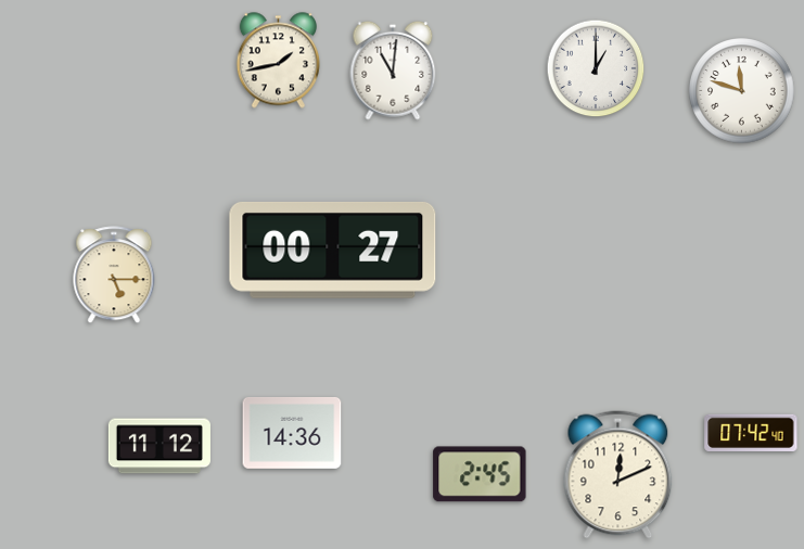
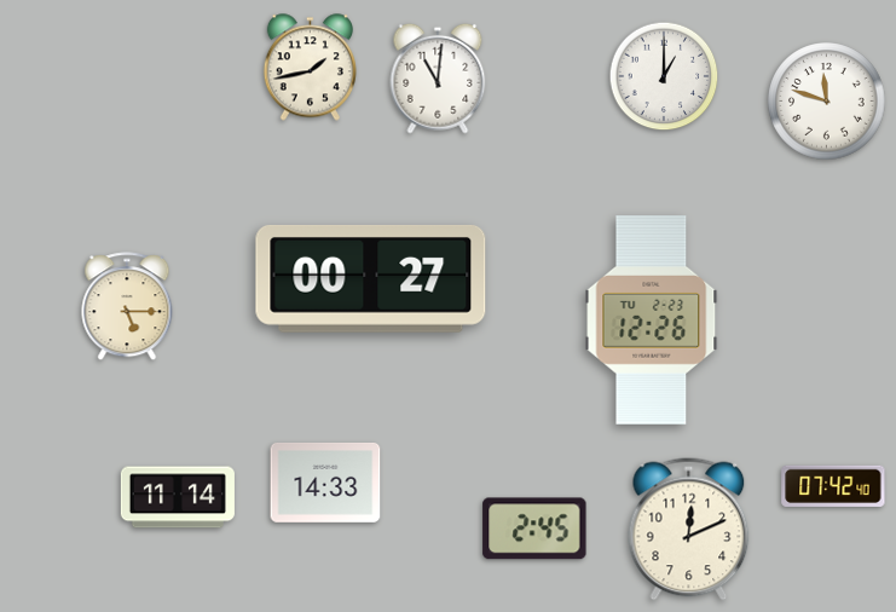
clock at (652, 321): none -> 12:26
clock at (292, 433): 14:36 -> 14:33
clock at (751, 433) position: (751, 433) -> (833, 486)
clock at (159, 446): 11:12 -> 11:14
